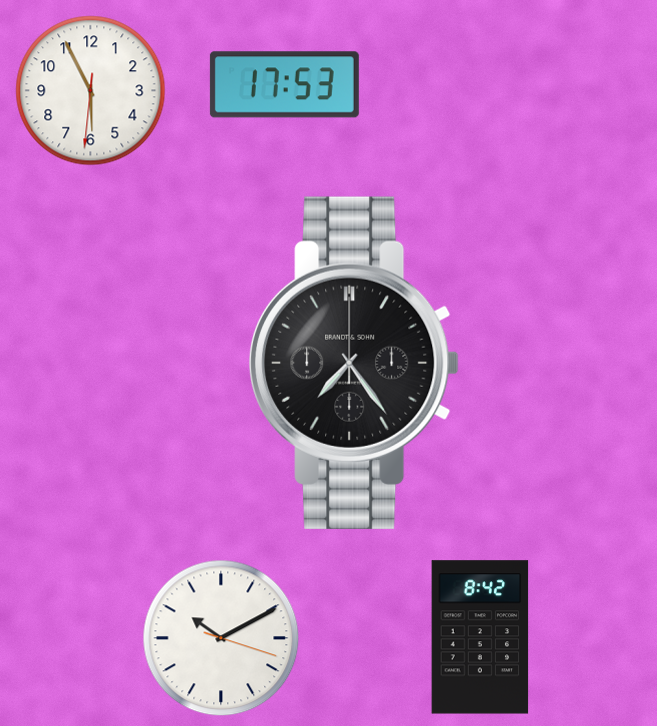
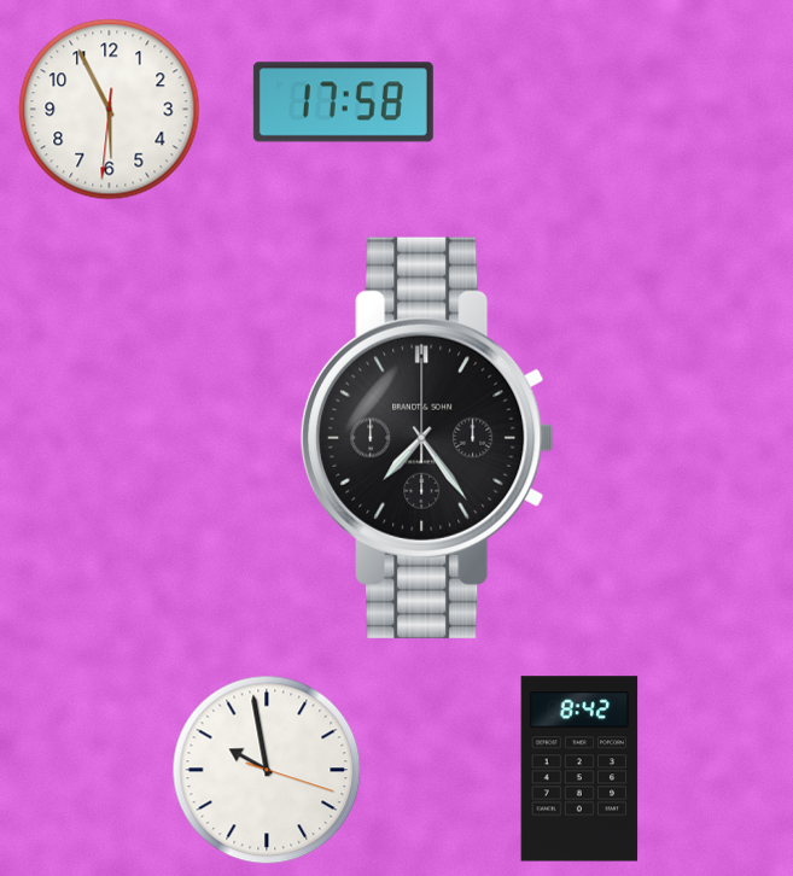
clock at (284, 85): 17:53 -> 17:58
clock at (221, 638): 10:10 -> 9:58
